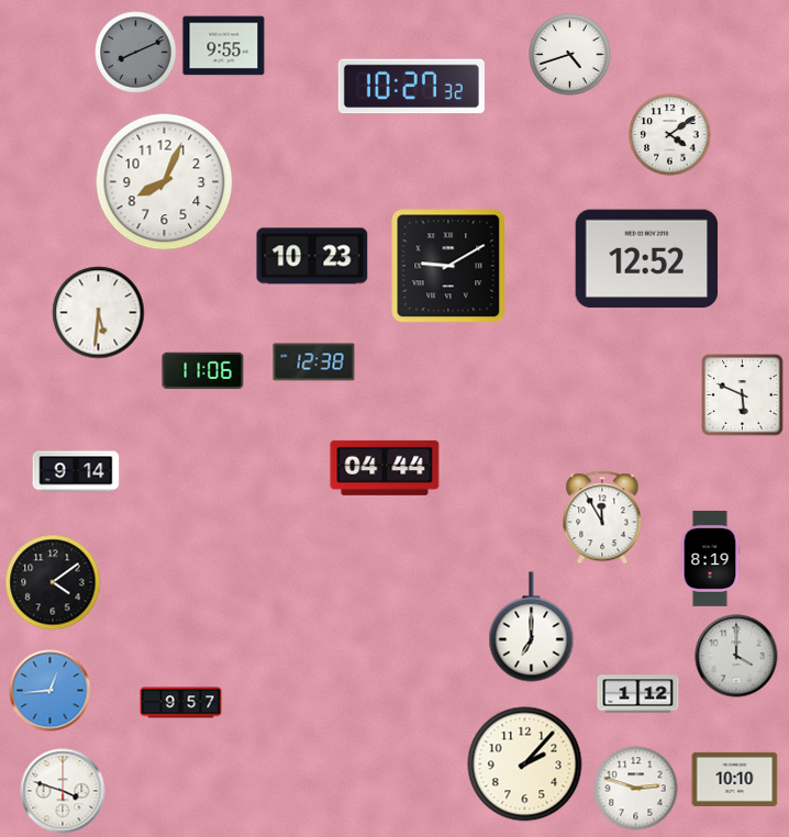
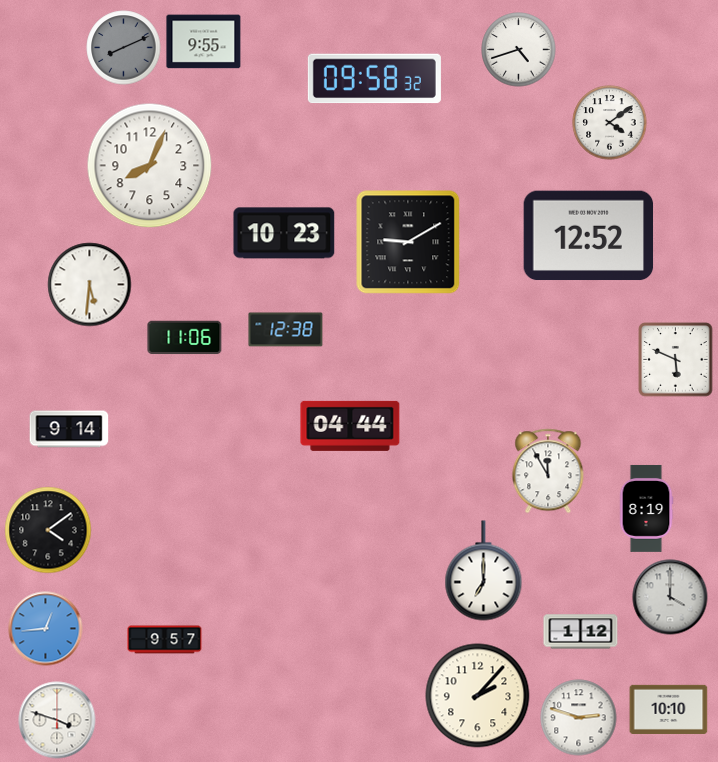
clock at (411, 87): 10:27 -> 09:58
